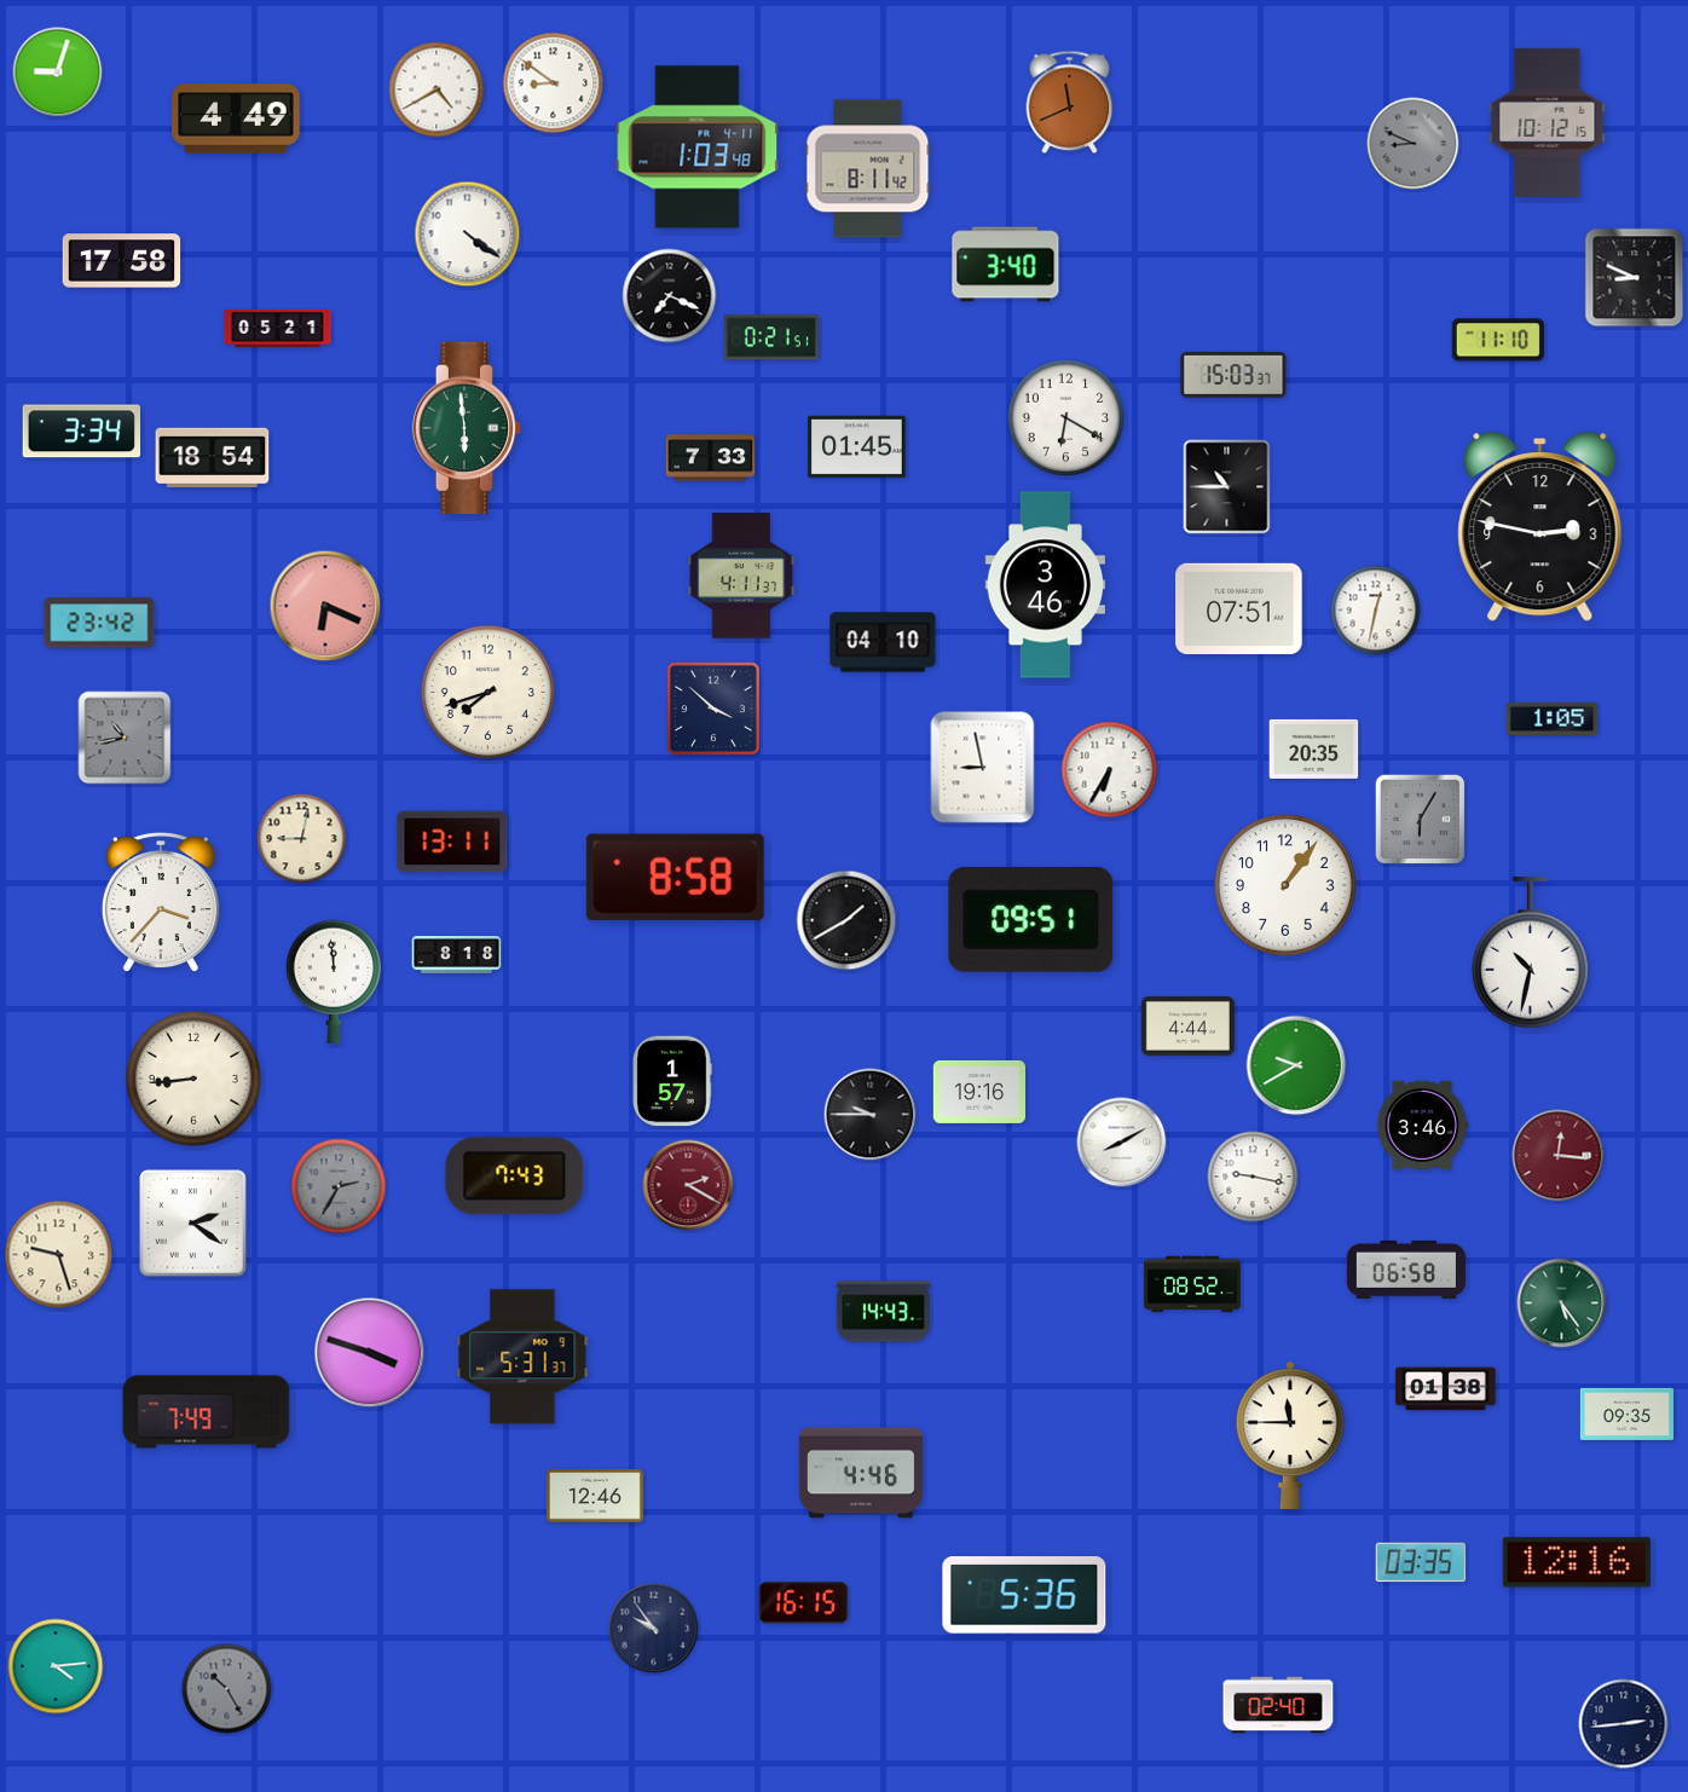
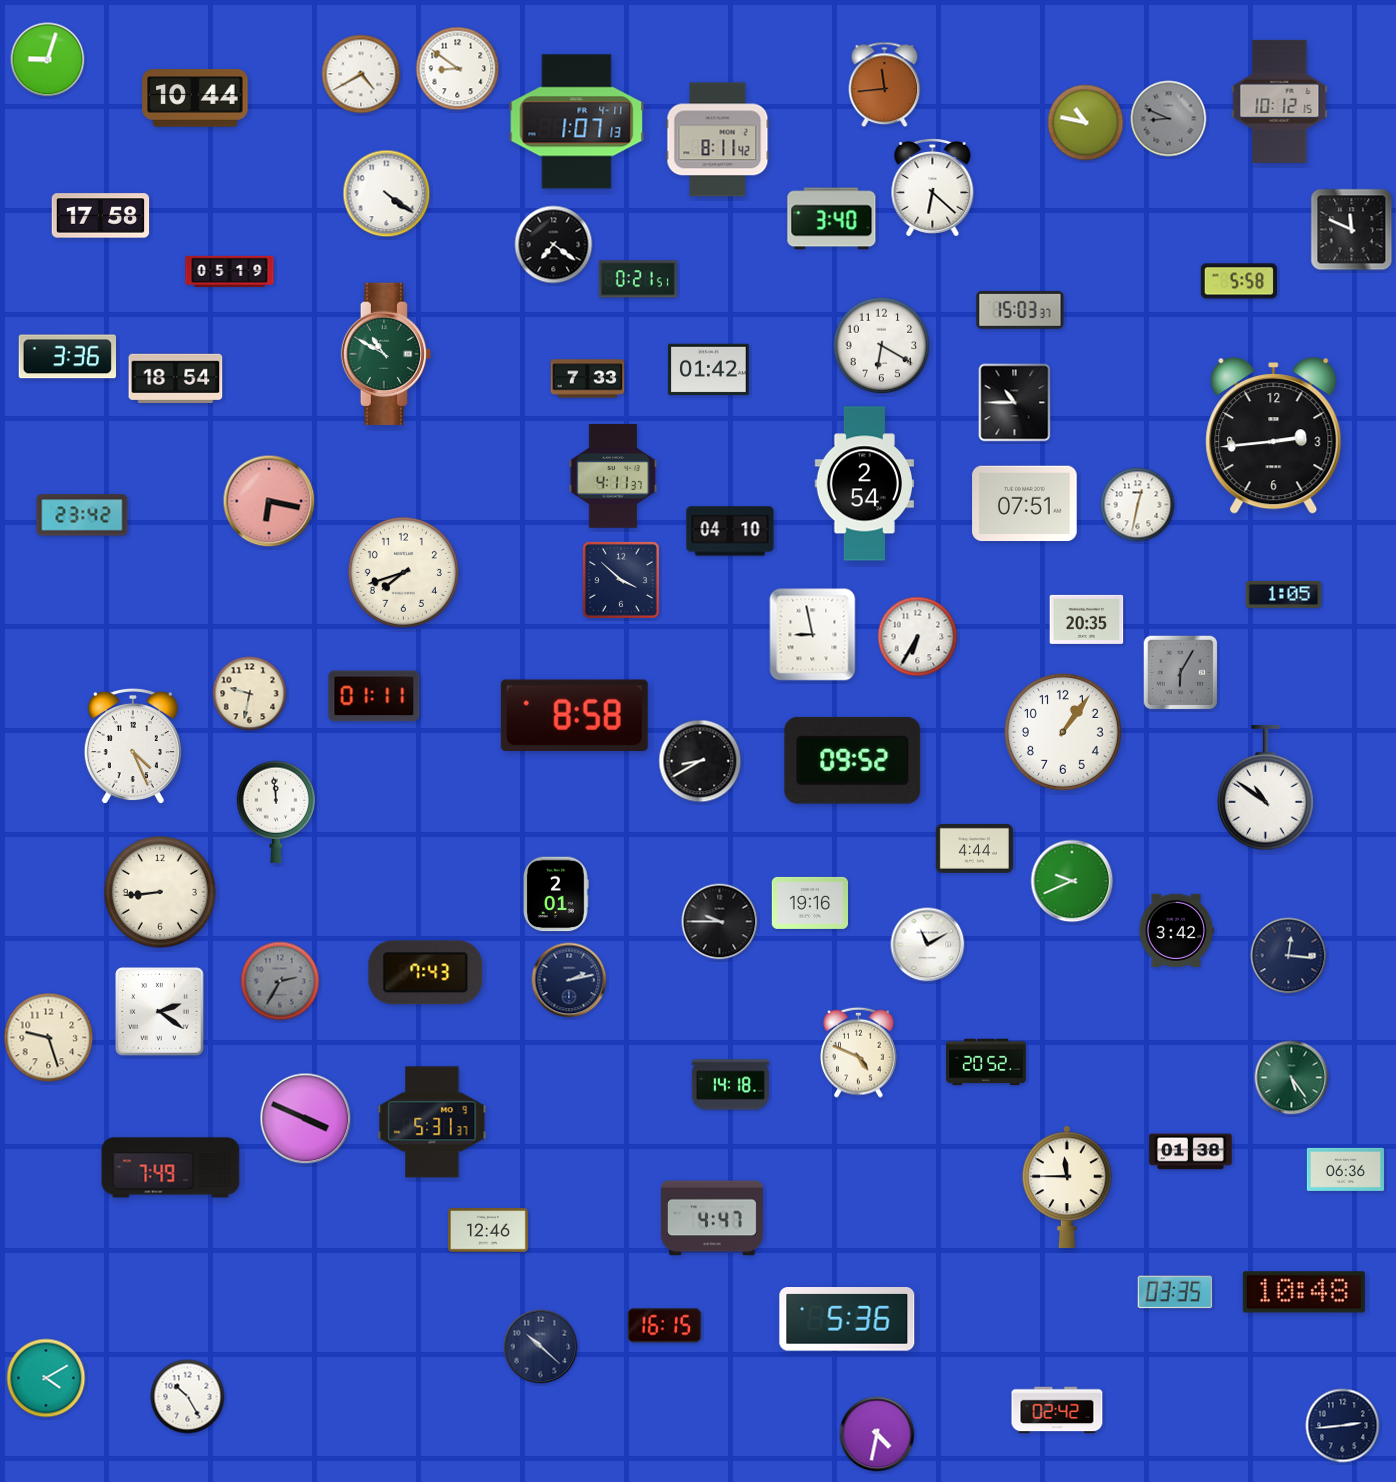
clock at (1070, 103): 11:41 -> 11:44
clock at (236, 118): 4:49 -> 10:44
clock at (698, 148): 1:03 -> 1:07
clock at (1086, 123): none -> 10:47
clock at (933, 188): none -> 6:22
clock at (1635, 278): 8:49 -> 11:49
clock at (670, 296): 7:19 -> 7:21
clock at (278, 328): 05:21 -> 05:19
clock at (1498, 340): 11:10 -> 5:58
clock at (466, 427): 5:59 -> 10:50
clock at (81, 432): 3:34 -> 3:36
clock at (857, 447): 01:45 -> 01:42
clock at (1540, 528): 2:47 -> 2:44
clock at (1045, 585): 3:46 -> 2:54
clock at (325, 606): 6:19 -> 6:17
clock at (713, 709) position: (713, 709) -> (621, 580)
clock at (125, 738): 10:43 -> none
clock at (1421, 820) position: (1421, 820) -> (1181, 673)
clock at (302, 839): 9:02 -> 9:32
clock at (452, 842): 13:11 -> 01:11
clock at (675, 877) position: (675, 877) -> (574, 715)
clock at (161, 902): 3:37 -> 4:26
clock at (1031, 919): 09:51 -> 09:52
clock at (846, 920): 1:40 -> 8:40
clock at (1531, 953): 10:32 -> 10:51
clock at (457, 955): 8:18 -> none
clock at (1187, 1025) position: (1187, 1025) -> (974, 848)
clock at (1296, 1065): 9:40 -> 9:41
clock at (672, 1081): 1:57 -> 2:01
clock at (1422, 1125): 3:46 -> 3:42
clock at (1122, 1143): 8:10 -> 11:10
clock at (1559, 1156) dial: burgundy -> navy
clock at (1253, 1177): 9:17 -> none
clock at (688, 1185): 2:20 -> 2:13
clock at (688, 1185) dial: burgundy -> navy
clock at (1406, 1270): 06:58 -> none
clock at (859, 1052): none -> 4:49
clock at (1193, 1284): 08:52 -> 20:52
clock at (883, 1312): 14:43 -> 14:18
clock at (370, 1353): 3:48 -> 3:49
clock at (1446, 1389) position: (1446, 1389) -> (1191, 1152)
clock at (1626, 1414): 09:35 -> 06:36
clock at (861, 1473): 4:46 -> 4:47
clock at (596, 1496) position: (596, 1496) -> (489, 1230)
clock at (1577, 1562): 12:16 -> 10:48
clock at (654, 1629): 9:54 -> 10:22
clock at (56, 1666): 4:14 -> 4:10
clock at (227, 1689) dial: grey -> white
clock at (1278, 1705): 02:40 -> 02:42
clock at (877, 1434): none -> 4:32
